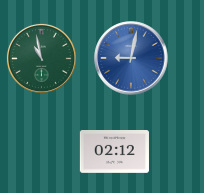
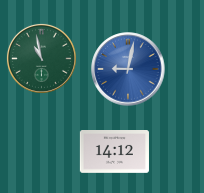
clock at (131, 58) position: (131, 58) -> (128, 69)
clock at (114, 152): 02:12 -> 14:12
